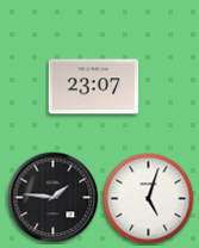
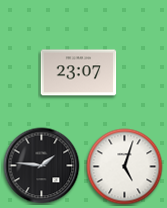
clock at (54, 198) position: (54, 198) -> (42, 166)
